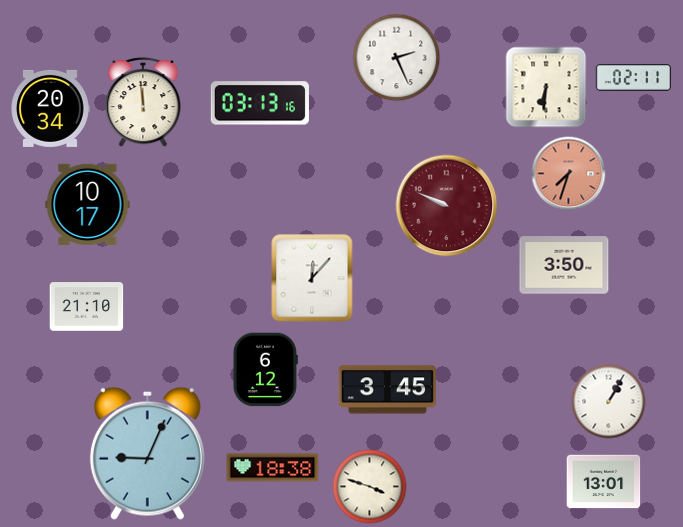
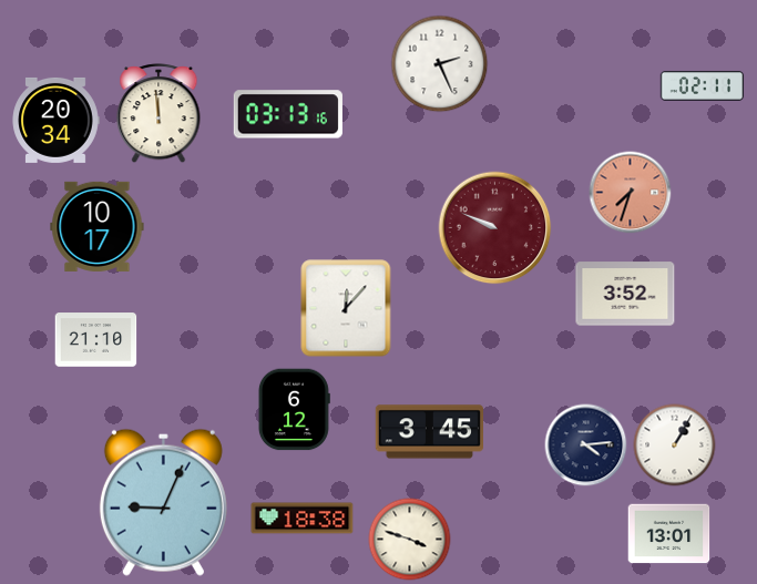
clock at (546, 87): 6:31 -> none
clock at (564, 265): 3:50 -> 3:52
clock at (586, 445): none -> 4:14
